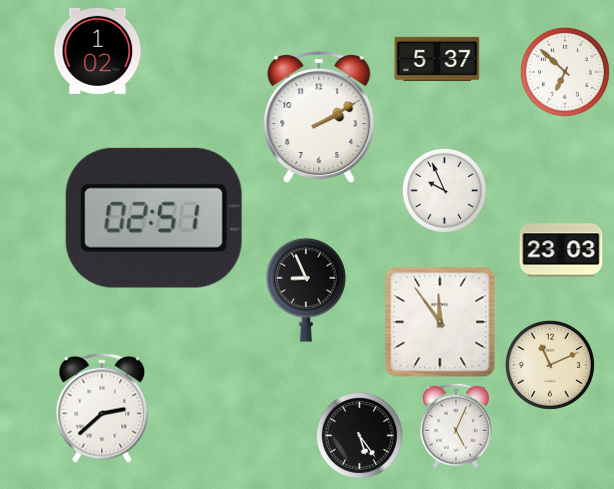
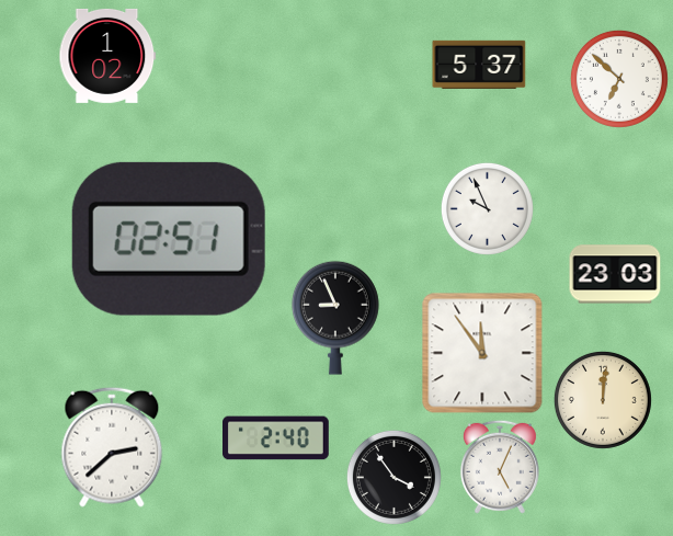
clock at (319, 118): 2:10 -> none
clock at (550, 365): 11:11 -> 12:01
clock at (276, 438): none -> 2:40
clock at (359, 435): 5:24 -> 3:54
